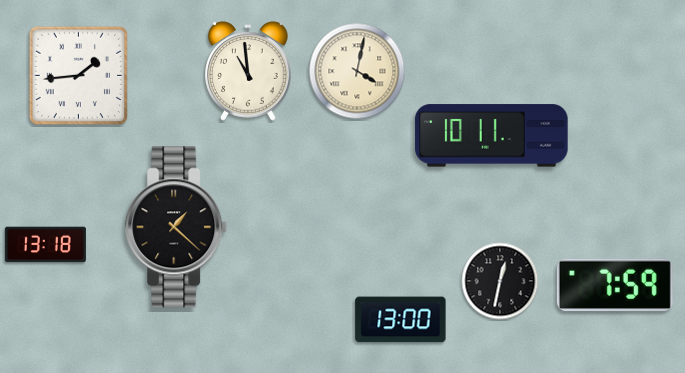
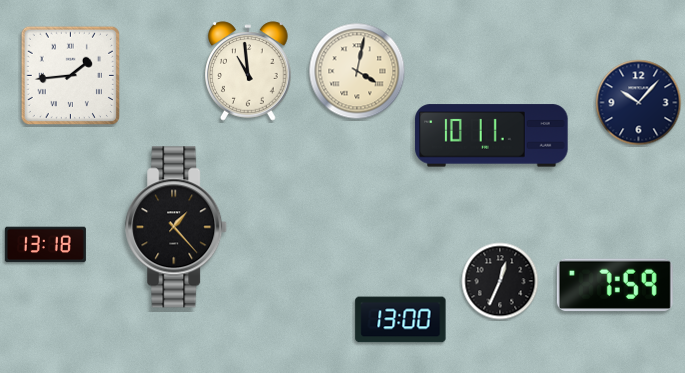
clock at (78, 75) position: (78, 75) -> (70, 75)
clock at (639, 103): none -> 10:07
clock at (177, 227): 1:22 -> 1:23
clock at (500, 281): 12:32 -> 12:34
